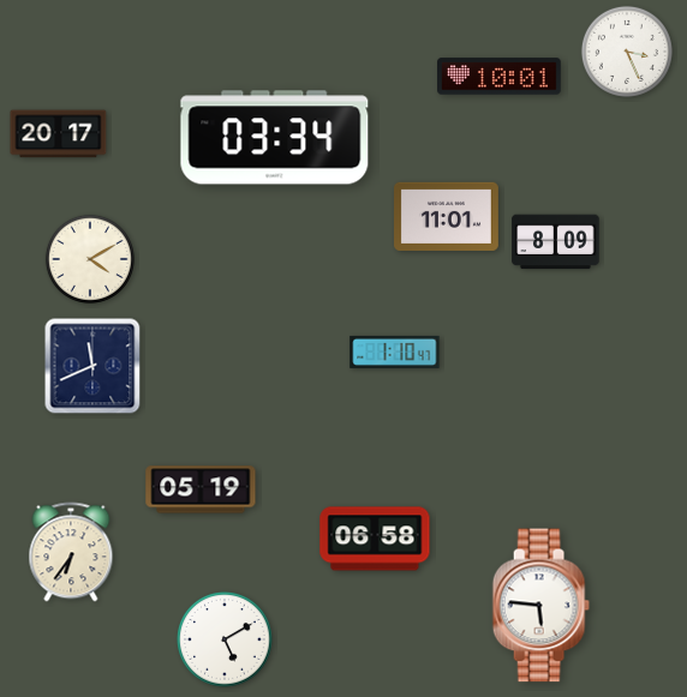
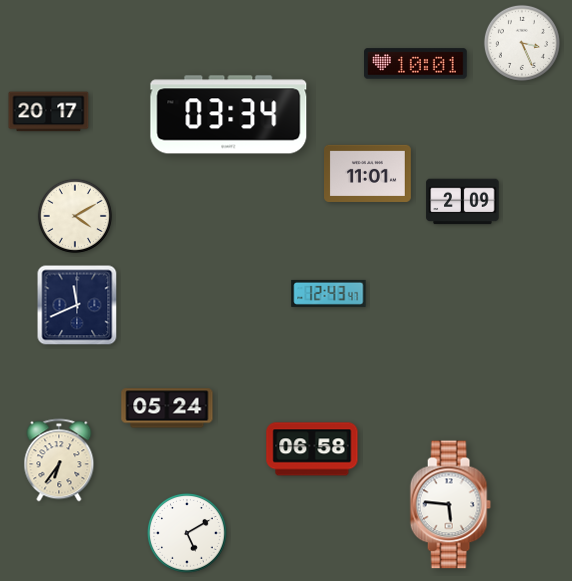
clock at (447, 216) position: (447, 216) -> (368, 173)
clock at (556, 242): 8:09 -> 2:09
clock at (395, 351): 1:10 -> 12:43
clock at (201, 489): 05:19 -> 05:24
